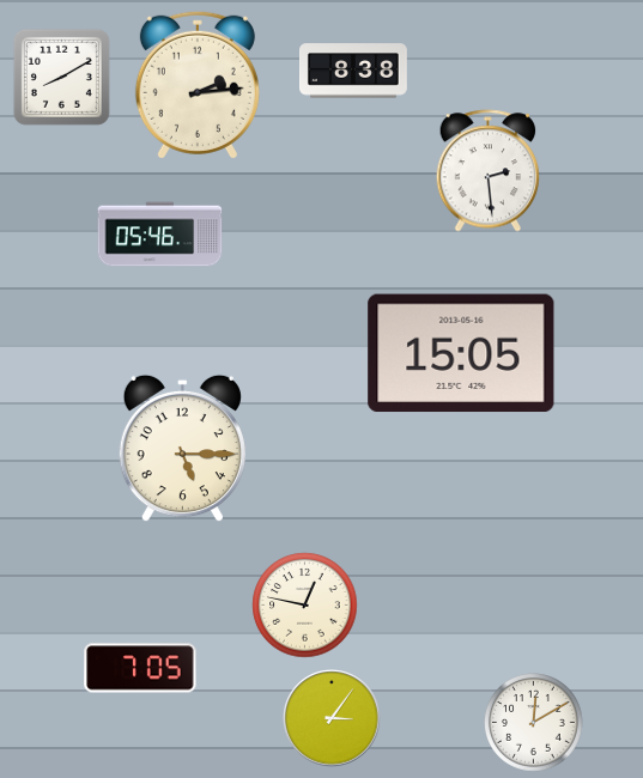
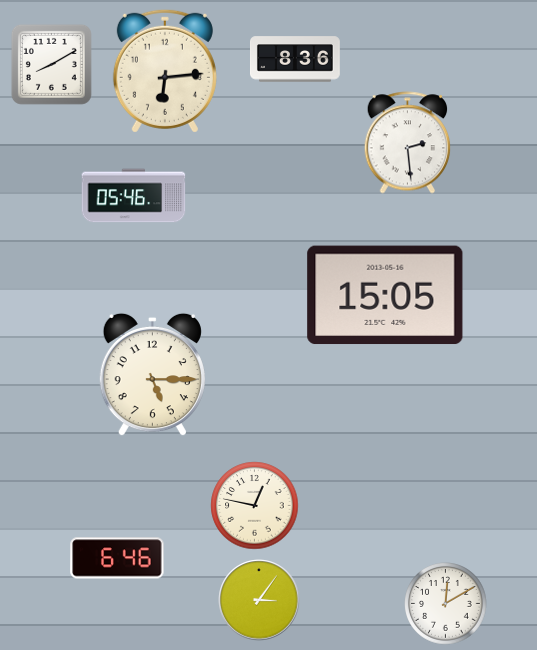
clock at (354, 71): 8:38 -> 8:36
clock at (198, 85): 2:14 -> 6:14
clock at (140, 668): 7:05 -> 6:46
clock at (332, 718) position: (332, 718) -> (259, 600)
